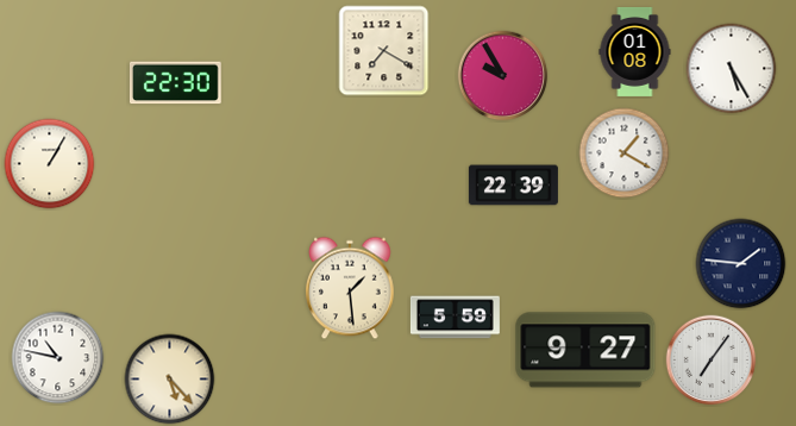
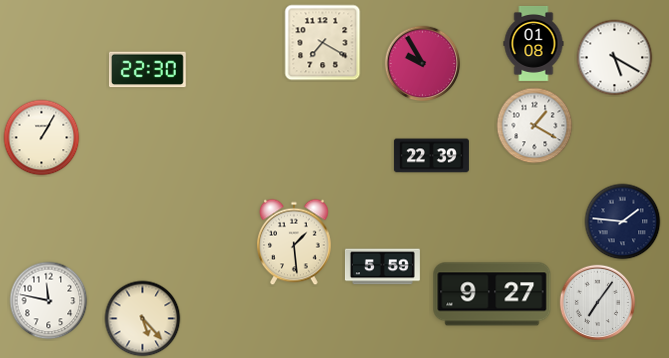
clock at (732, 69): 5:25 -> 5:20
clock at (625, 154) position: (625, 154) -> (535, 126)
clock at (58, 358): 10:47 -> 11:47
